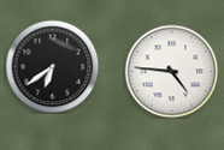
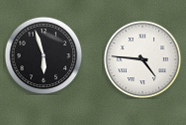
clock at (52, 66): 6:39 -> 5:57
